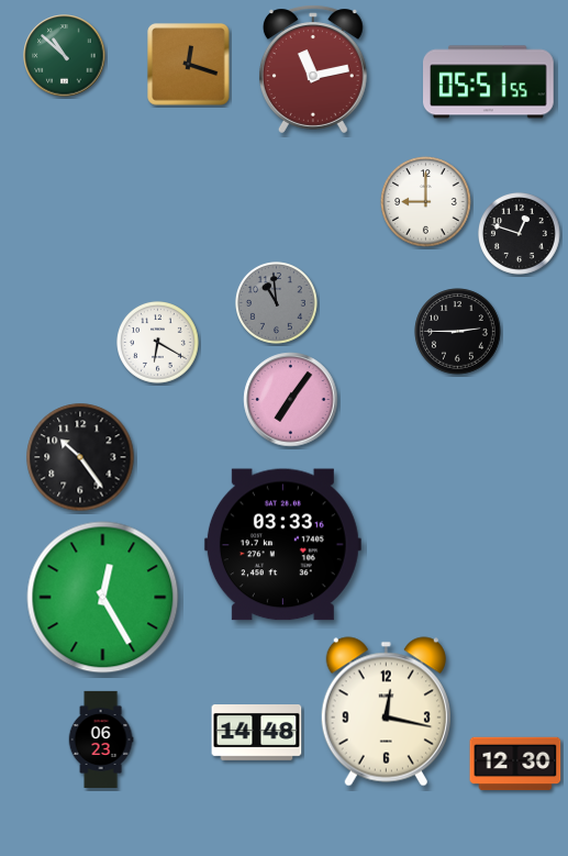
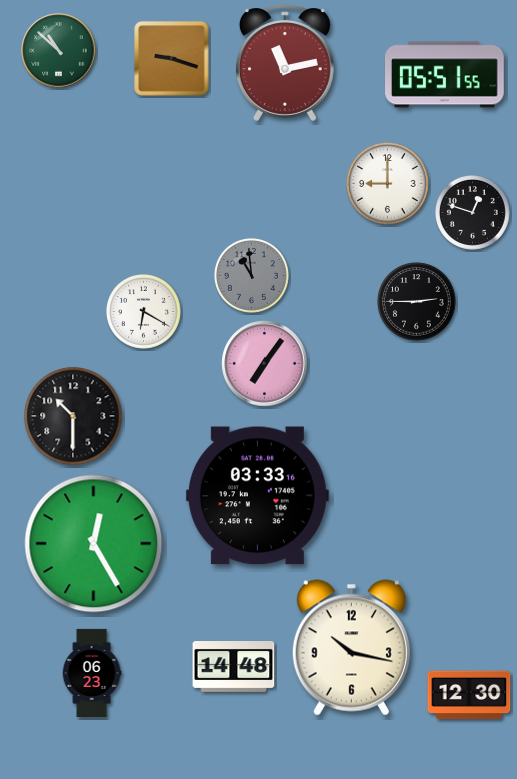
clock at (189, 65): 12:18 -> 9:18
clock at (80, 457): 10:24 -> 10:30
clock at (386, 712): 12:17 -> 10:17
